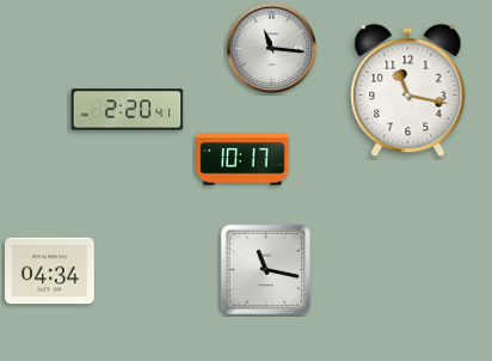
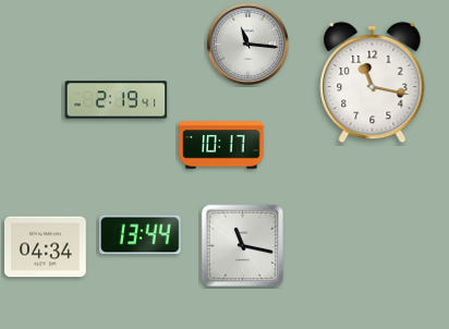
clock at (128, 110): 2:20 -> 2:19
clock at (139, 235): none -> 13:44
